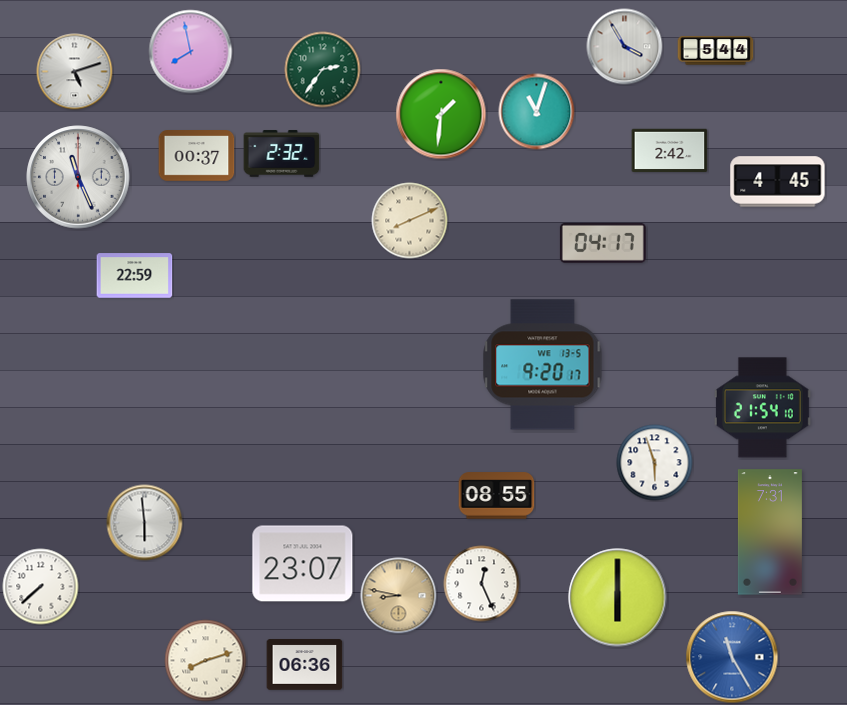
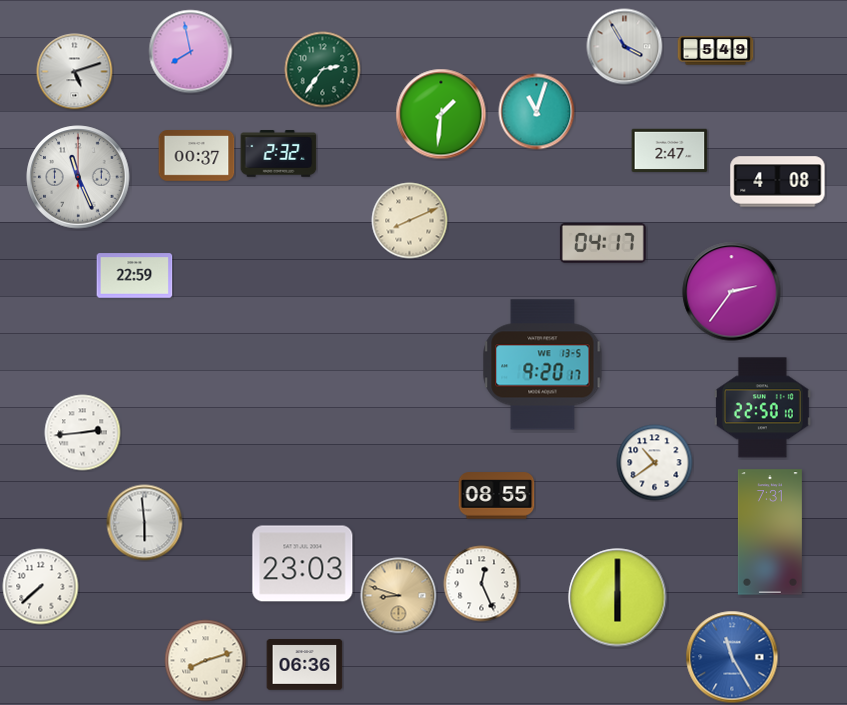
clock at (716, 51): 5:44 -> 5:49
clock at (670, 151): 2:42 -> 2:47
clock at (282, 154) position: (282, 154) -> (279, 154)
clock at (778, 182): 4:45 -> 4:08
clock at (732, 292): none -> 2:36
clock at (762, 408): 21:54 -> 22:50
clock at (83, 433): none -> 2:44
clock at (655, 463): 5:57 -> 10:39
clock at (303, 564): 23:07 -> 23:03
clock at (399, 596): 8:47 -> 8:48
